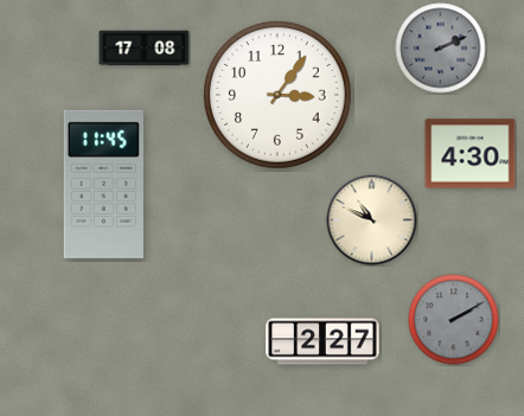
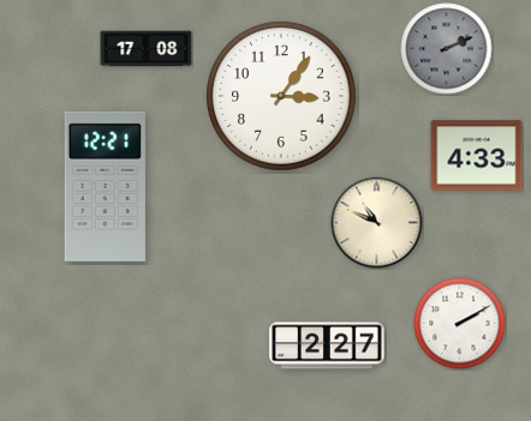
clock at (471, 154): 4:30 -> 4:33
clock at (103, 184): 11:45 -> 12:21
clock at (454, 320) dial: grey -> white
